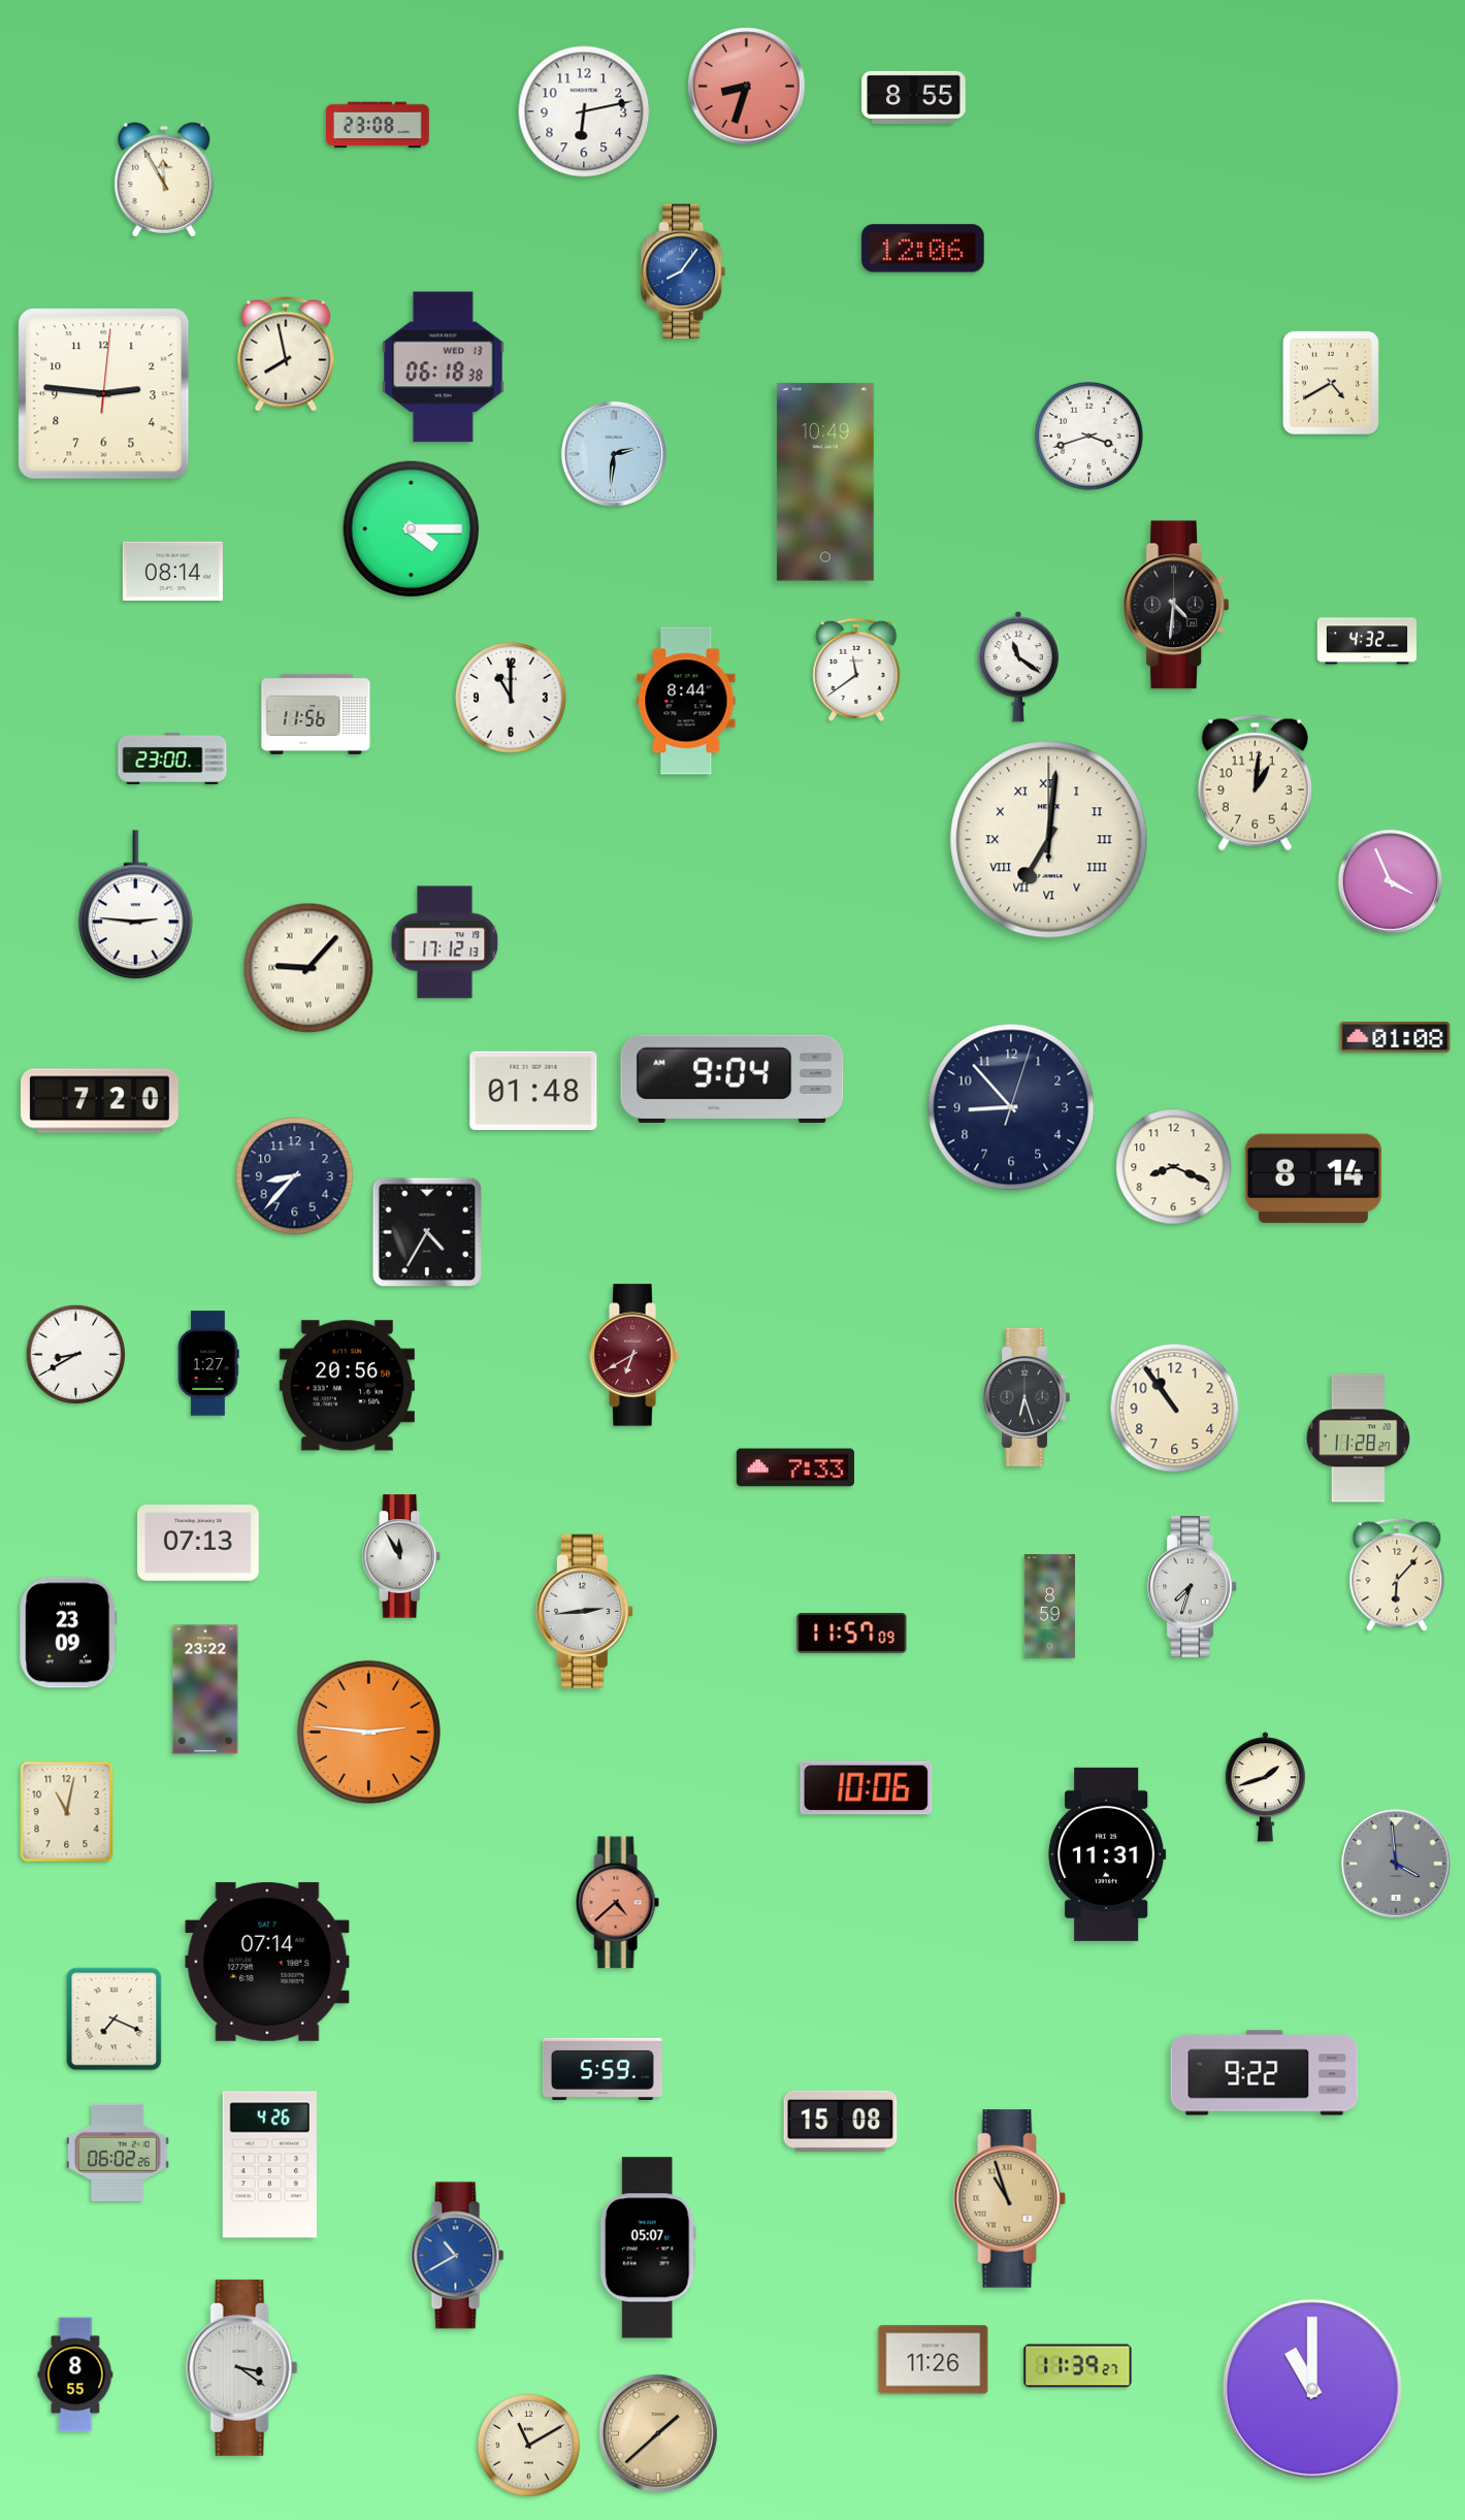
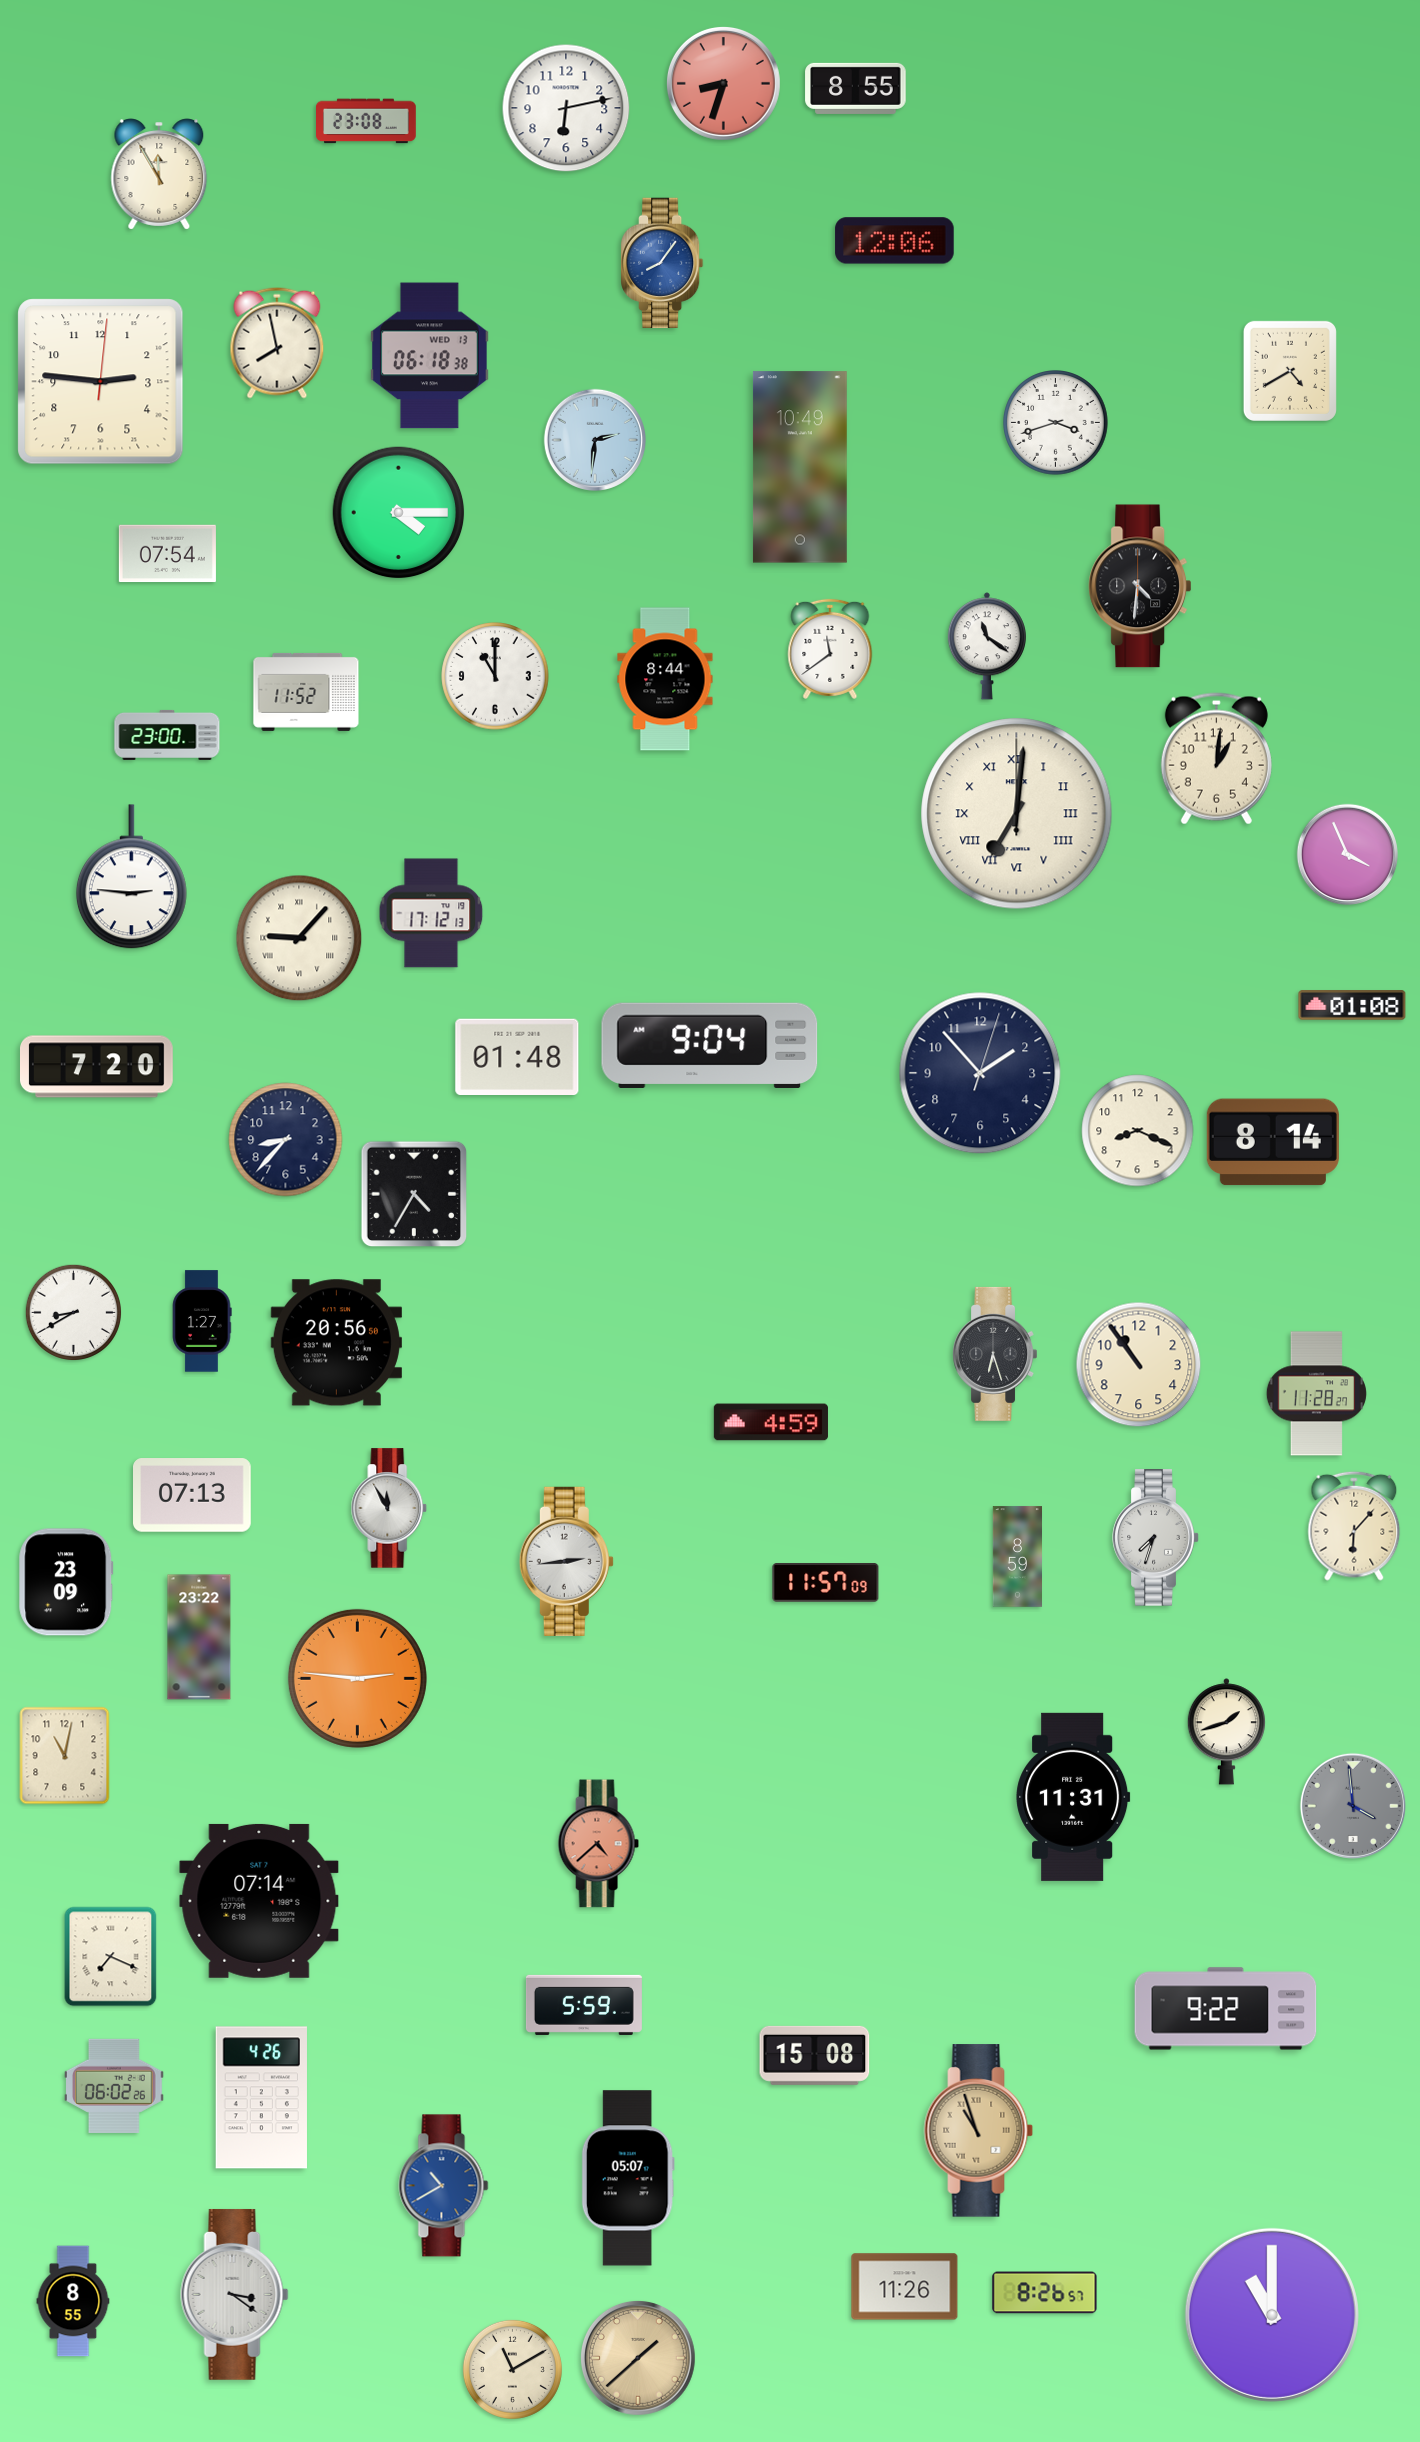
clock at (914, 97) position: (914, 97) -> (856, 88)
clock at (172, 572): 08:14 -> 07:54
clock at (1366, 641): 4:32 -> none
clock at (316, 714): 11:56 -> 11:52
clock at (1011, 1107): 8:53 -> 1:53
clock at (634, 1355): 6:40 -> none
clock at (795, 1467): 7:33 -> 4:59
clock at (867, 1788): 10:06 -> none
clock at (1078, 2366): 11:39 -> 8:26
